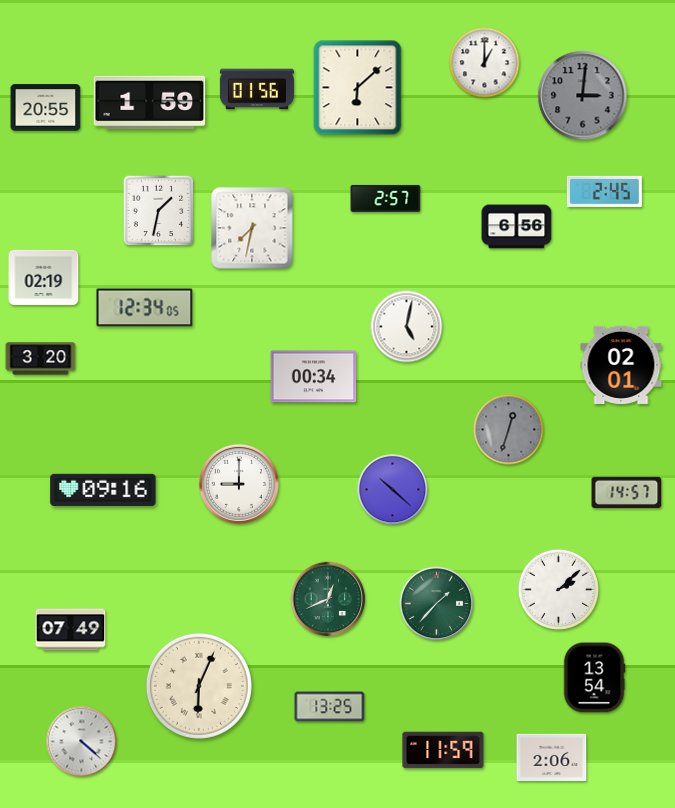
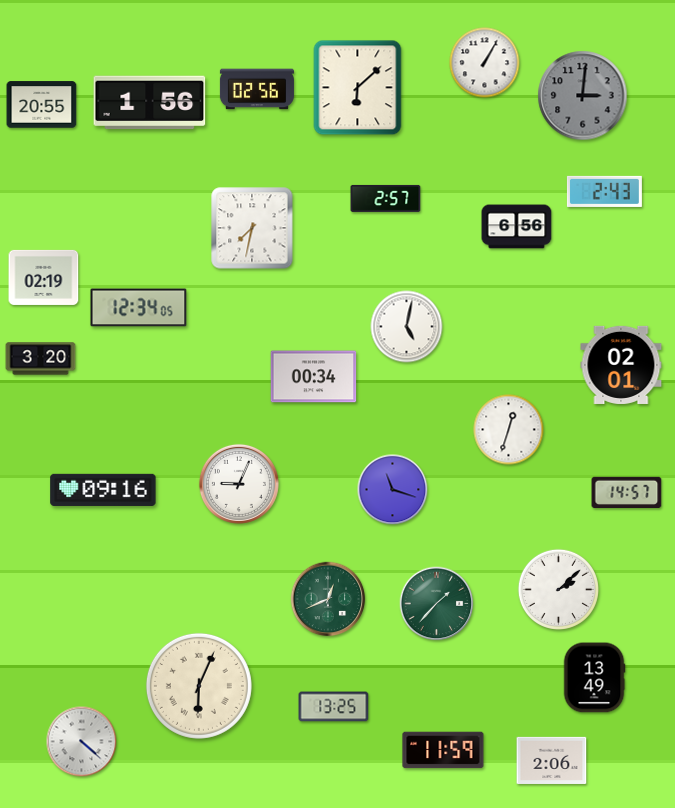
clock at (485, 63): 1:00 -> 1:05
clock at (257, 89): 01:56 -> 02:56
clock at (150, 103): 1:59 -> 1:56
clock at (46, 108) position: (46, 108) -> (42, 105)
clock at (604, 191): 2:45 -> 2:43
clock at (159, 211): 1:32 -> none
clock at (145, 308) position: (145, 308) -> (139, 308)
clock at (509, 430) dial: grey -> white
clock at (239, 484): 9:00 -> 9:04
clock at (393, 490): 10:22 -> 11:18
clock at (71, 630): 07:49 -> none
clock at (594, 678): 13:54 -> 13:49
clock at (330, 707) position: (330, 707) -> (334, 707)
clock at (552, 757) position: (552, 757) -> (552, 760)
